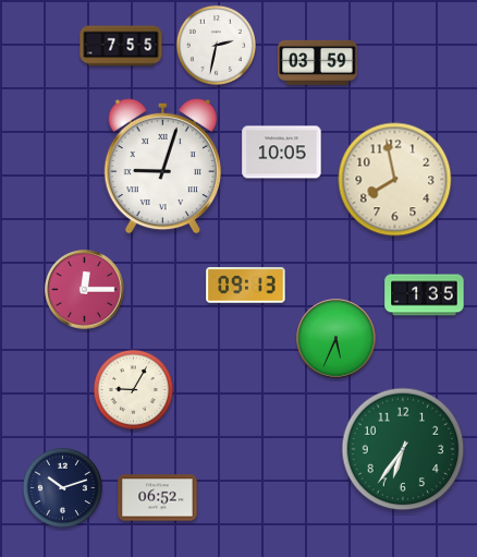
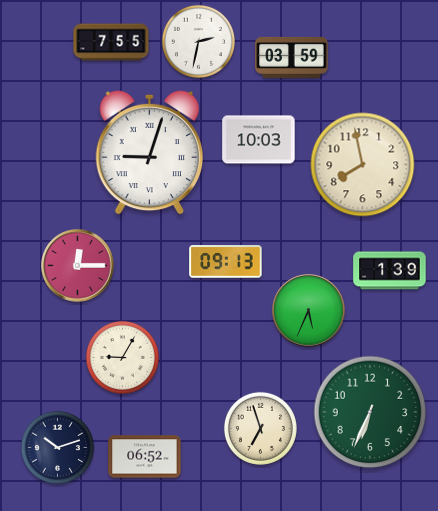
clock at (282, 153): 10:05 -> 10:03
clock at (425, 295): 1:35 -> 1:39
clock at (403, 449): 6:36 -> 6:34
clock at (260, 428): none -> 6:57
